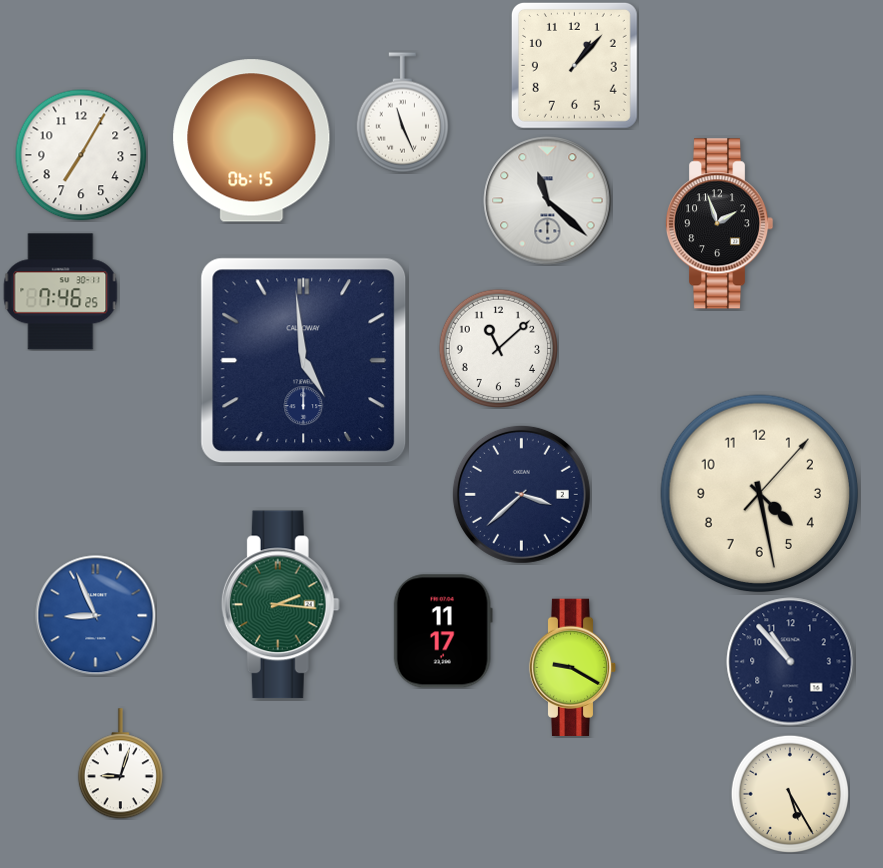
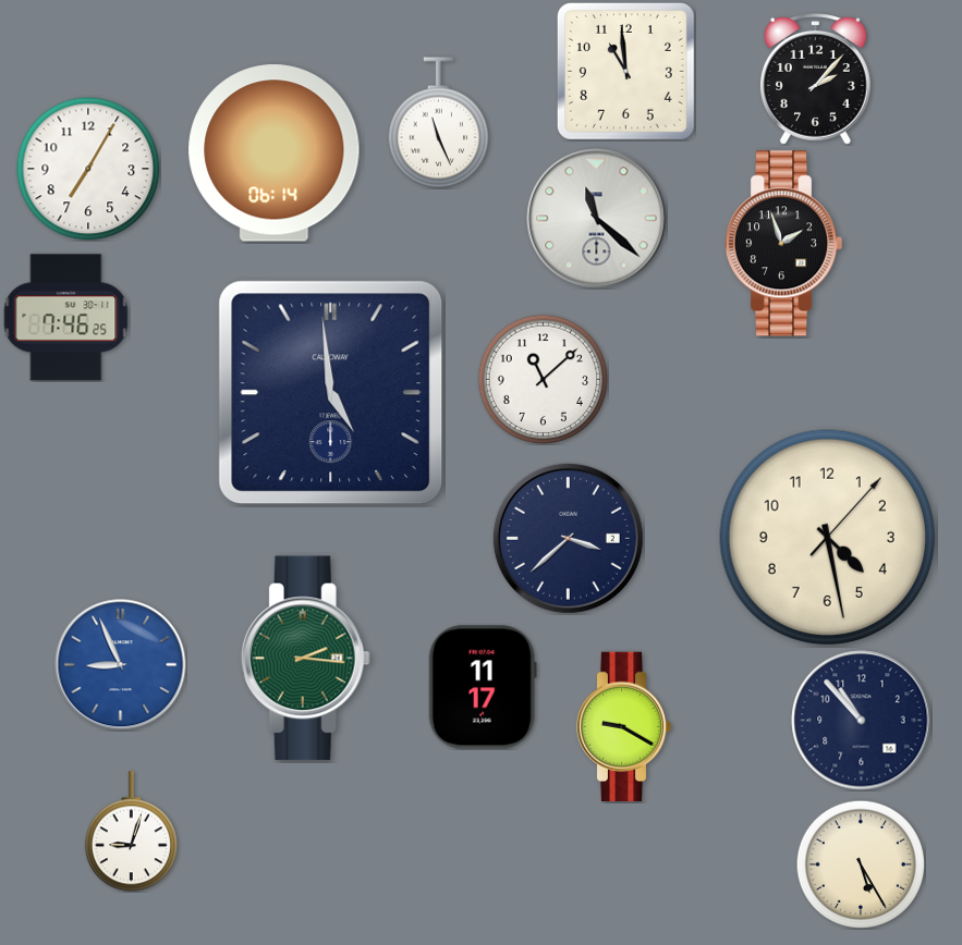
clock at (574, 65): 1:07 -> 10:59
clock at (815, 79): none -> 2:07
clock at (252, 141): 06:15 -> 06:14
clock at (96, 616) position: (96, 616) -> (121, 665)
